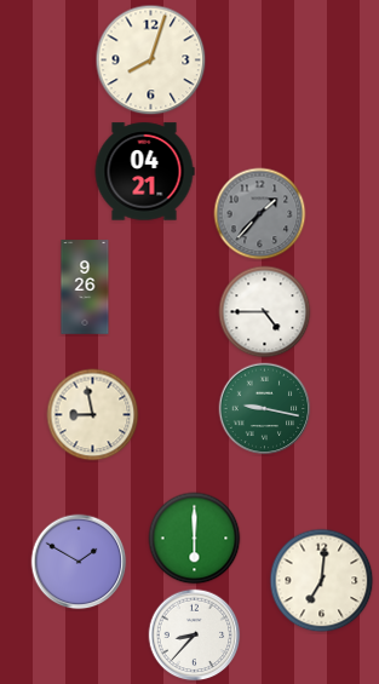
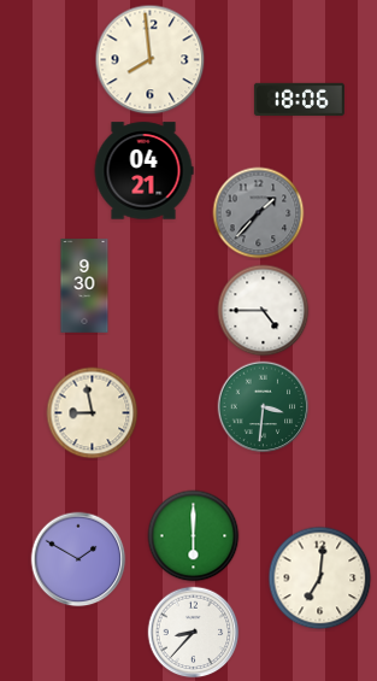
clock at (151, 61): 8:03 -> 7:59
clock at (299, 99): none -> 18:06
clock at (85, 287): 9:26 -> 9:30
clock at (265, 409): 9:17 -> 3:31
